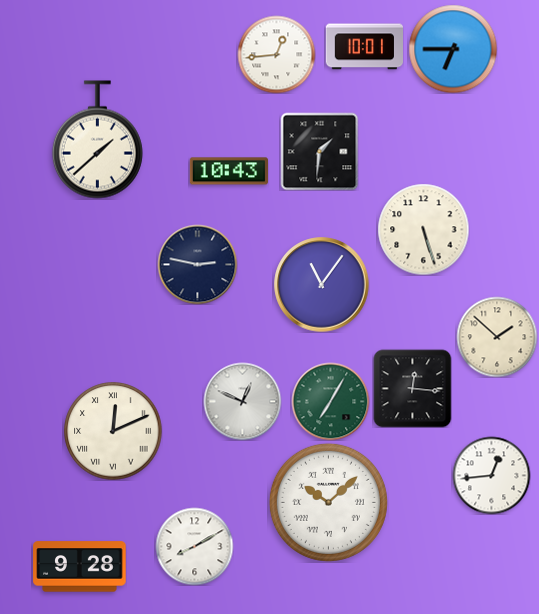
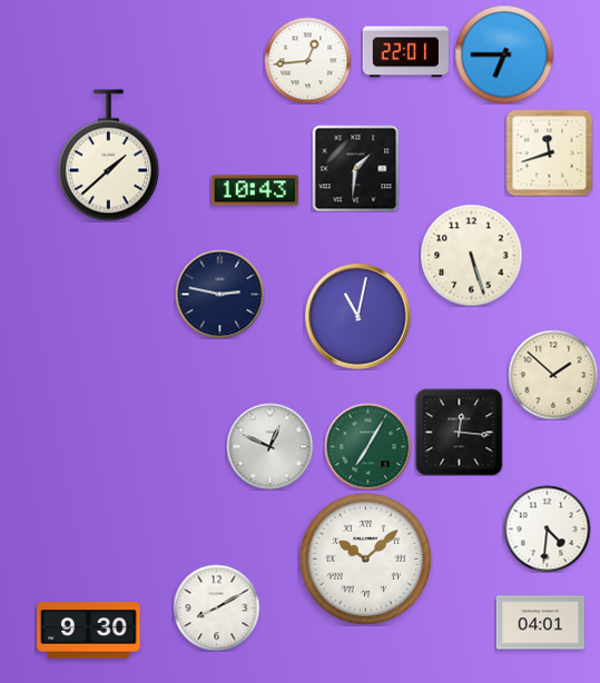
clock at (364, 47): 10:01 -> 22:01
clock at (549, 152): none -> 11:42
clock at (322, 285): 11:06 -> 11:02
clock at (113, 431): 12:11 -> none
clock at (491, 475): 12:44 -> 4:31
clock at (540, 623): none -> 04:01
clock at (80, 567): 9:28 -> 9:30
